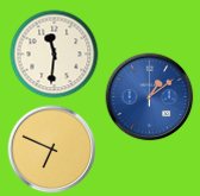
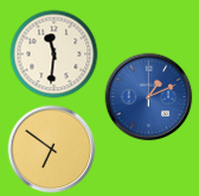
clock at (150, 97): 1:09 -> 1:11
clock at (52, 150): 6:49 -> 6:51
